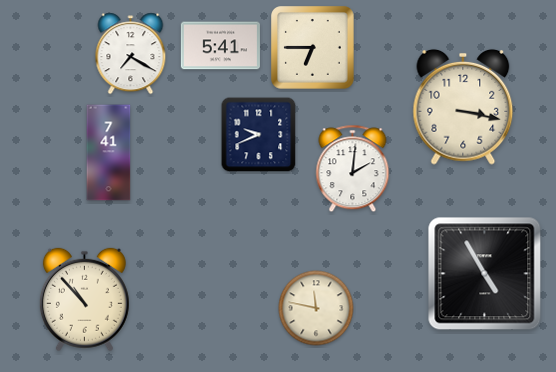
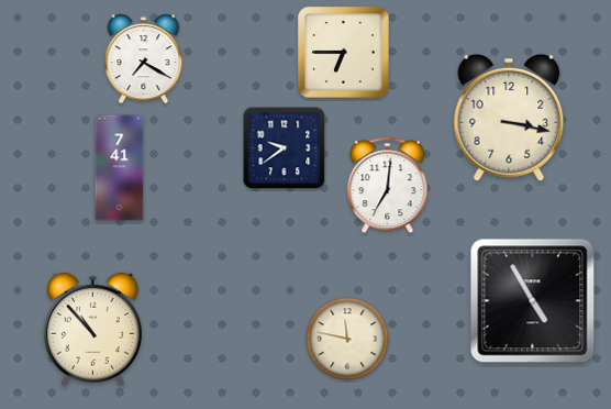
clock at (220, 46): 5:41 -> none
clock at (259, 135): 9:41 -> 9:39
clock at (353, 169): 2:01 -> 7:01
